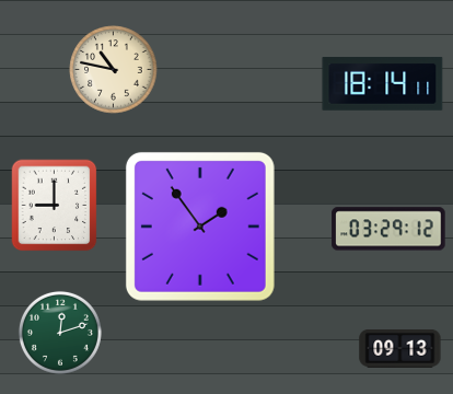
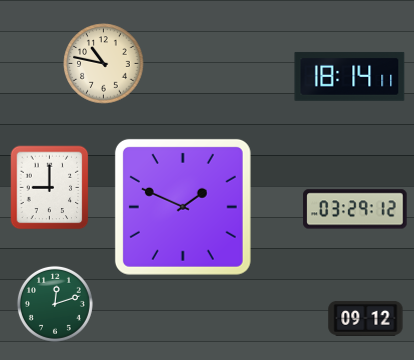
clock at (200, 227): 1:54 -> 1:49
clock at (400, 348): 09:13 -> 09:12
